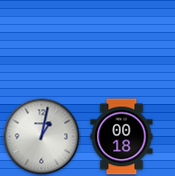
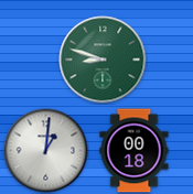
clock at (103, 60): none -> 8:48
clock at (42, 137): 1:02 -> 1:01
